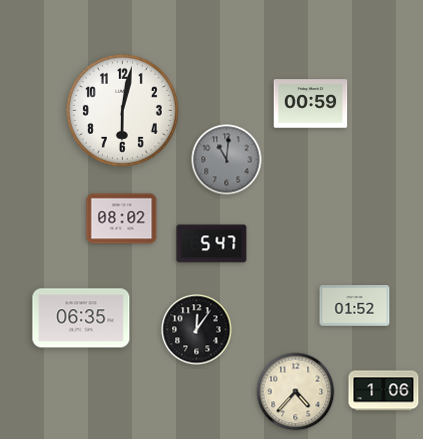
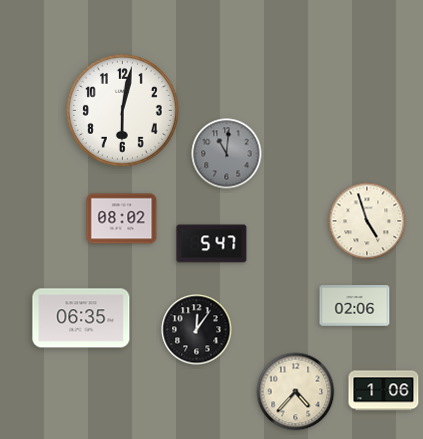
clock at (311, 104): 00:59 -> none
clock at (227, 160) position: (227, 160) -> (227, 154)
clock at (367, 221): none -> 4:57
clock at (355, 306): 01:52 -> 02:06
